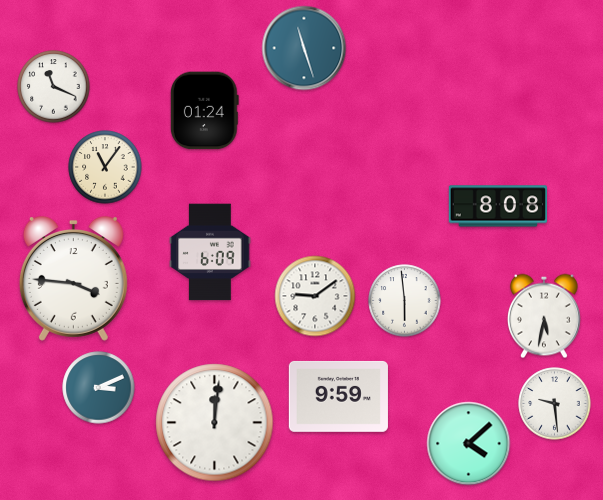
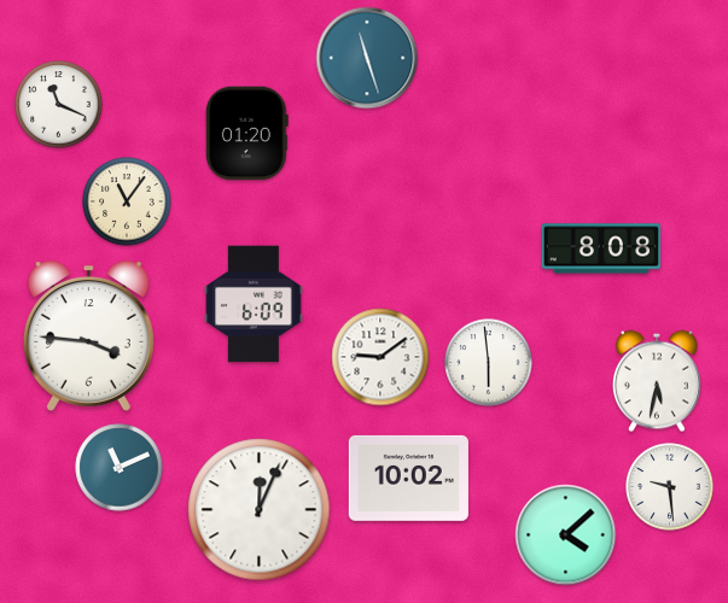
clock at (54, 87) position: (54, 87) -> (59, 105)
clock at (204, 111): 01:24 -> 01:20
clock at (99, 388): 3:11 -> 11:11
clock at (338, 396): 9:59 -> 10:02
clock at (215, 423): 12:01 -> 12:04
